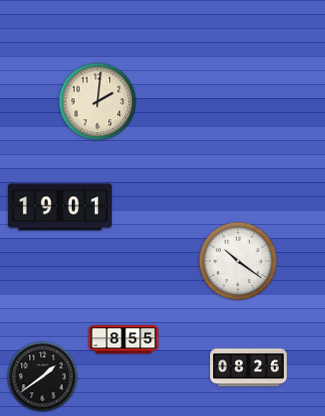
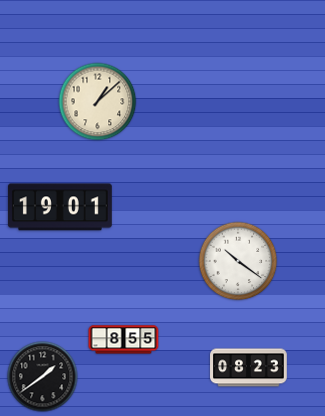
clock at (98, 102): 2:01 -> 1:08
clock at (249, 368): 08:26 -> 08:23
